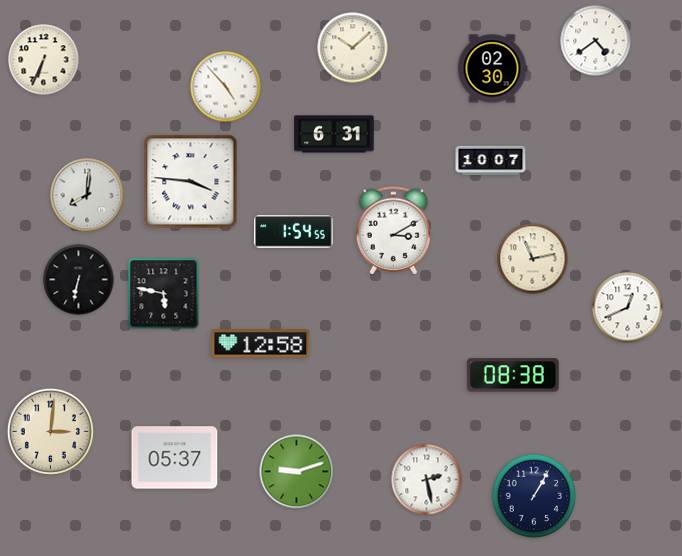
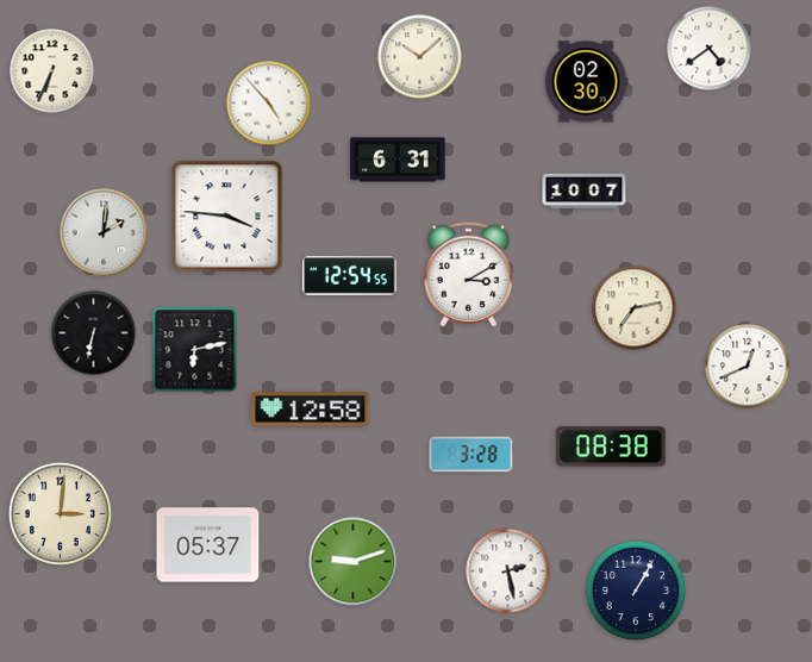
clock at (87, 195): 8:01 -> 2:01
clock at (294, 232): 1:54 -> 12:54
clock at (533, 259): 11:13 -> 7:13
clock at (164, 294): 5:47 -> 6:13
clock at (471, 455): none -> 3:28
